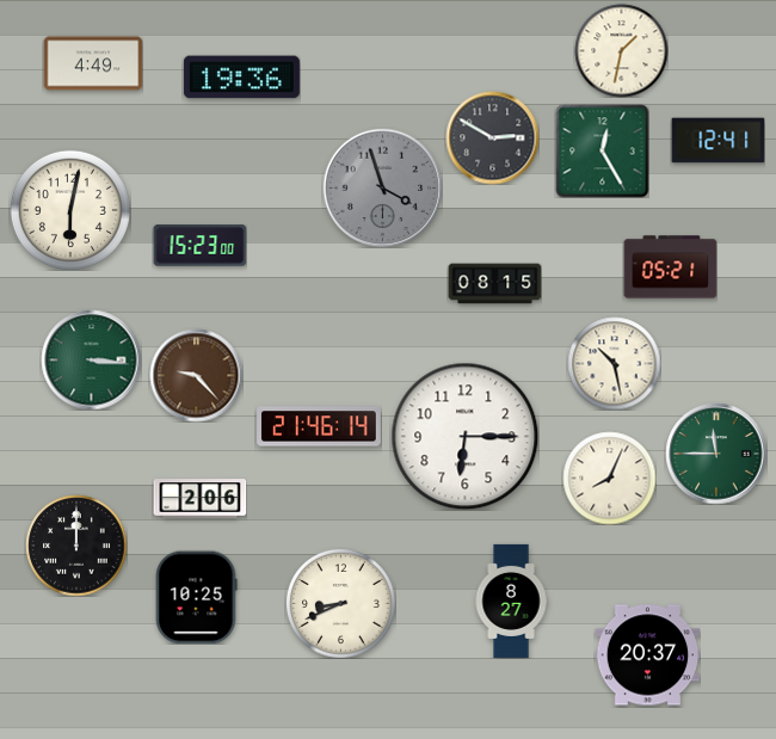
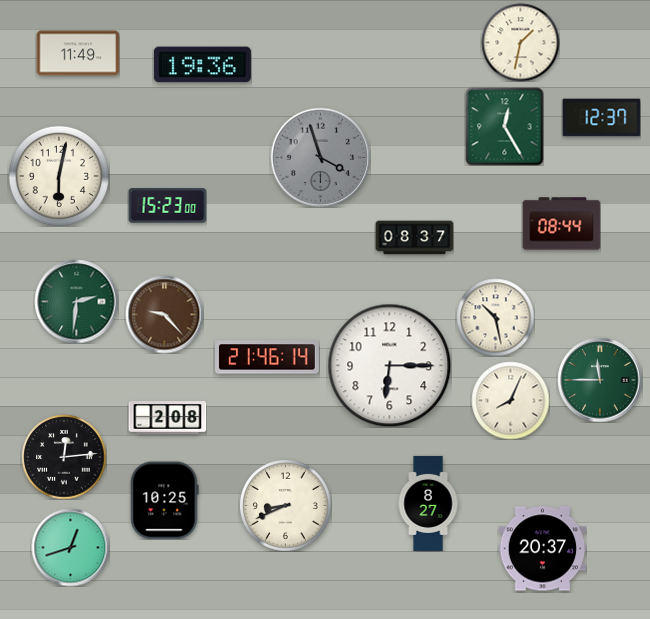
clock at (93, 63): 4:49 -> 11:49
clock at (492, 137): 2:50 -> none
clock at (718, 141): 12:41 -> 12:37
clock at (670, 267): 05:21 -> 08:44
clock at (494, 284): 08:15 -> 08:37
clock at (91, 359): 3:16 -> 2:31
clock at (614, 363) position: (614, 363) -> (495, 317)
clock at (199, 499): 2:06 -> 2:08
clock at (76, 546): 12:00 -> 12:14
clock at (70, 547): none -> 12:42
